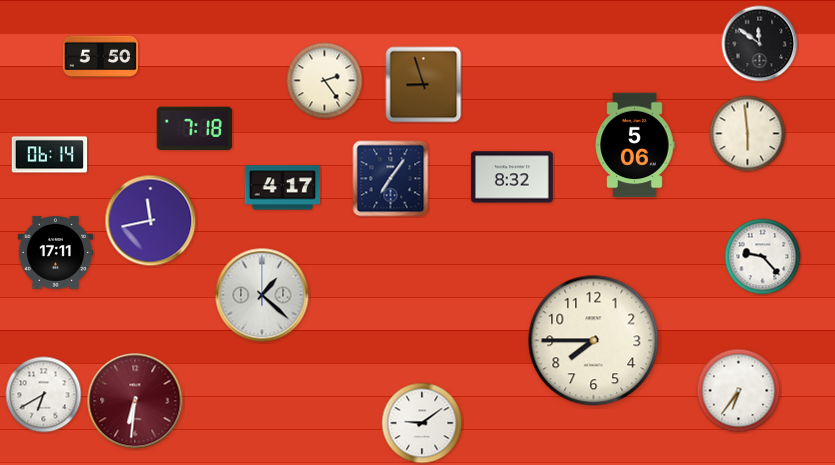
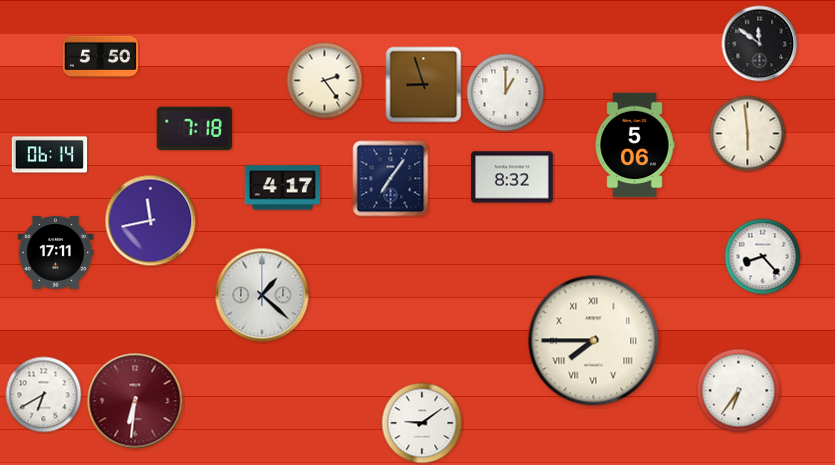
clock at (506, 93): none -> 1:00
clock at (763, 257): 9:23 -> 8:23
clock at (594, 341) numerals: Arabic -> Roman
